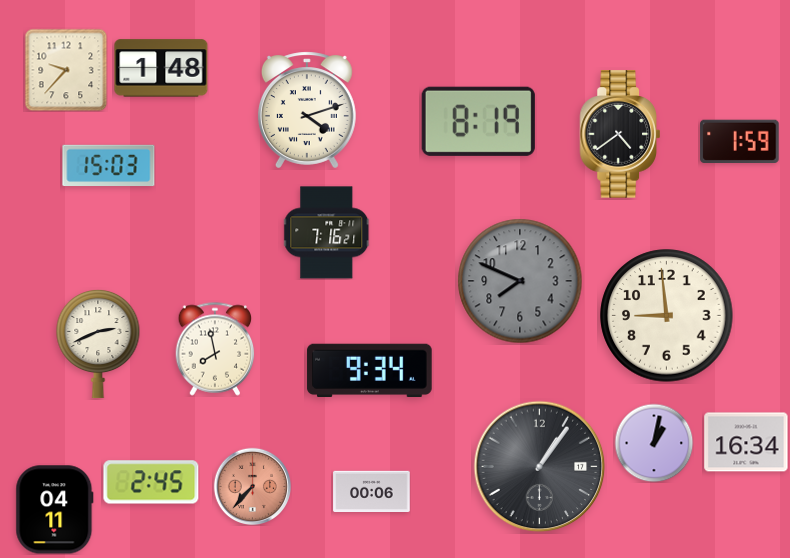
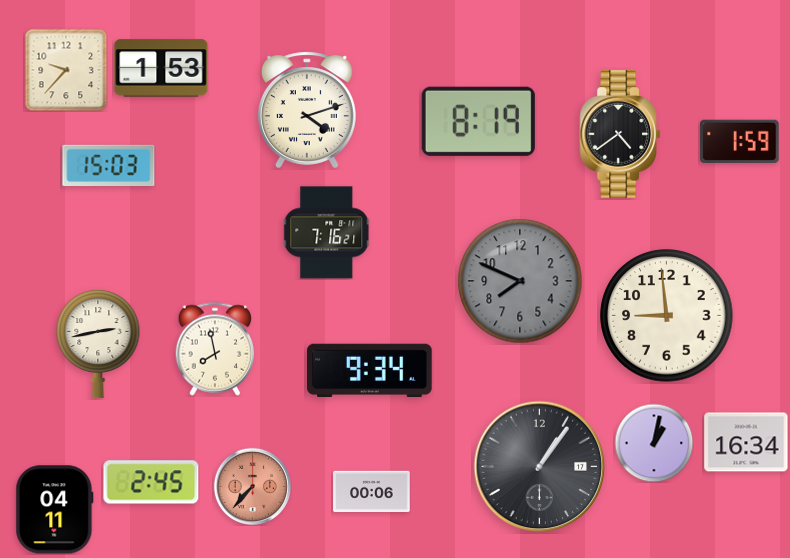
clock at (161, 68): 1:48 -> 1:53
clock at (98, 344): 2:41 -> 2:43
